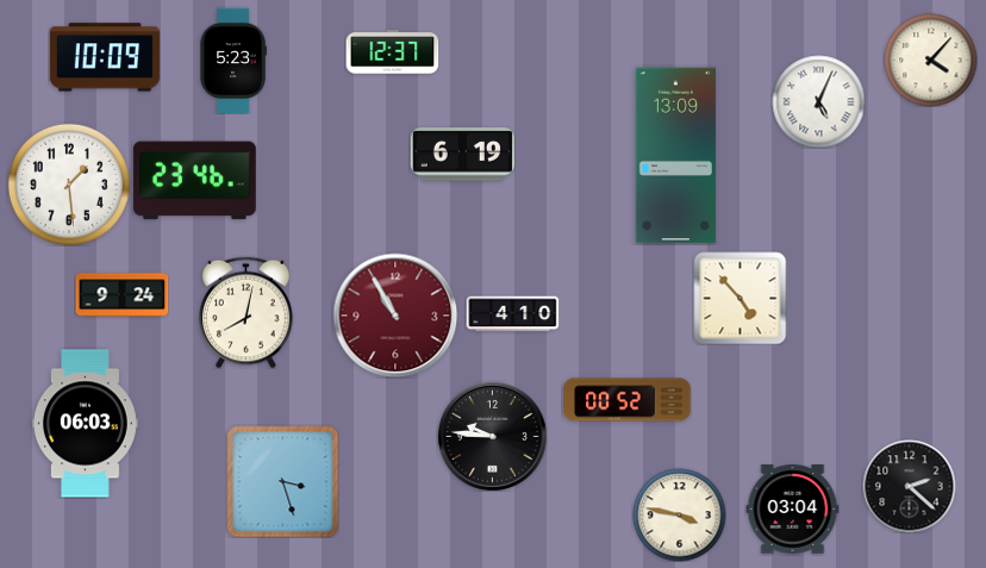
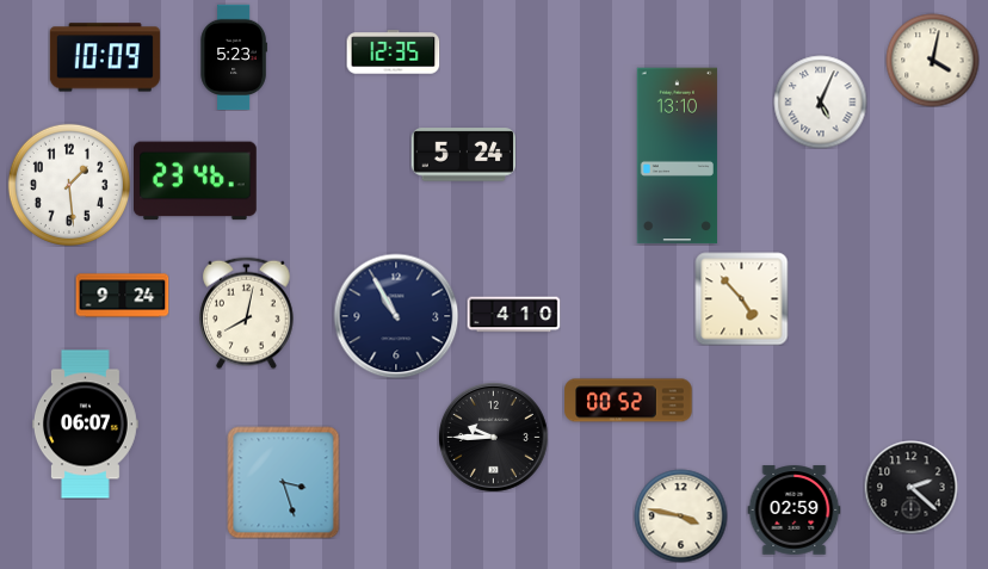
clock at (392, 52): 12:37 -> 12:35
clock at (930, 60): 4:07 -> 4:02
clock at (233, 61) position: (233, 61) -> (234, 57)
clock at (462, 155): 6:19 -> 5:24
clock at (675, 156): 13:09 -> 13:10
clock at (395, 316) dial: burgundy -> navy
clock at (86, 424): 06:03 -> 06:07
clock at (492, 436): 9:46 -> 9:45
clock at (792, 510): 03:04 -> 02:59
